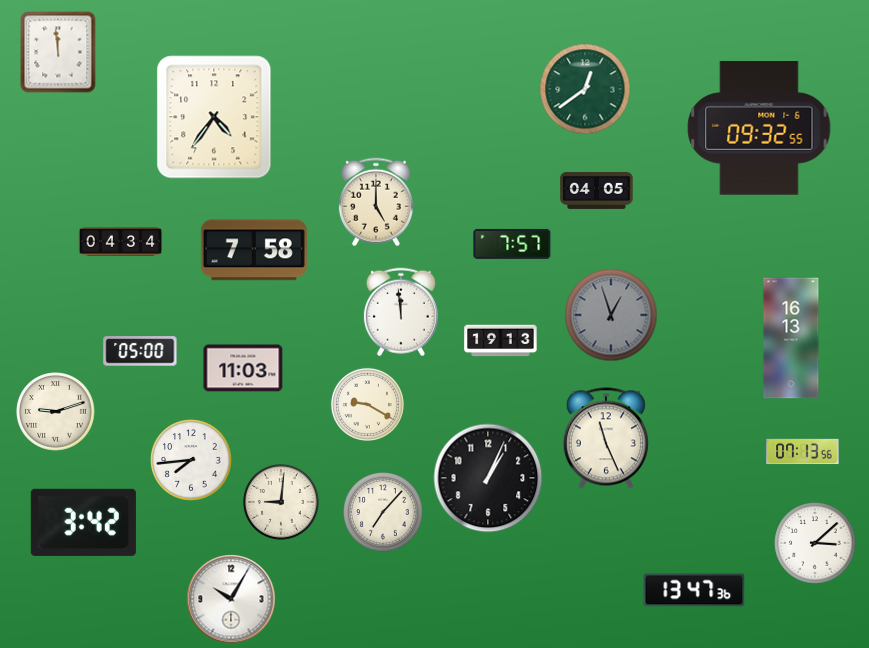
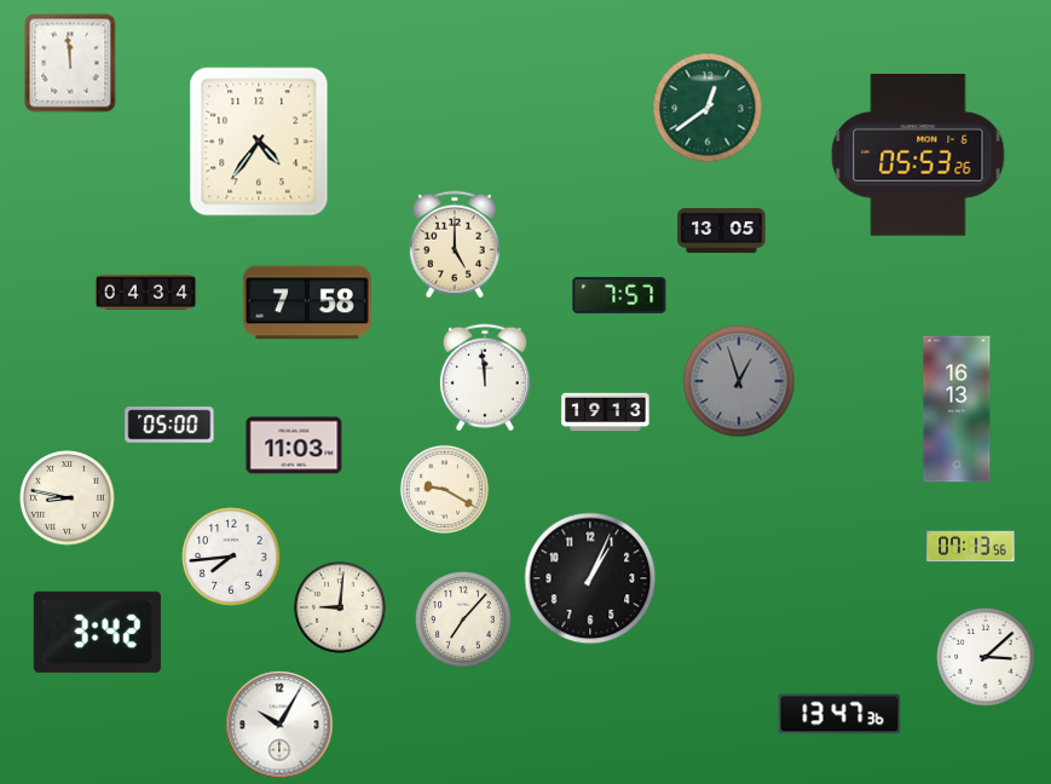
clock at (759, 129): 09:32 -> 05:53
clock at (597, 190): 04:05 -> 13:05
clock at (56, 412): 9:12 -> 8:47
clock at (606, 438): 11:26 -> none
clock at (83, 522) position: (83, 522) -> (97, 632)
